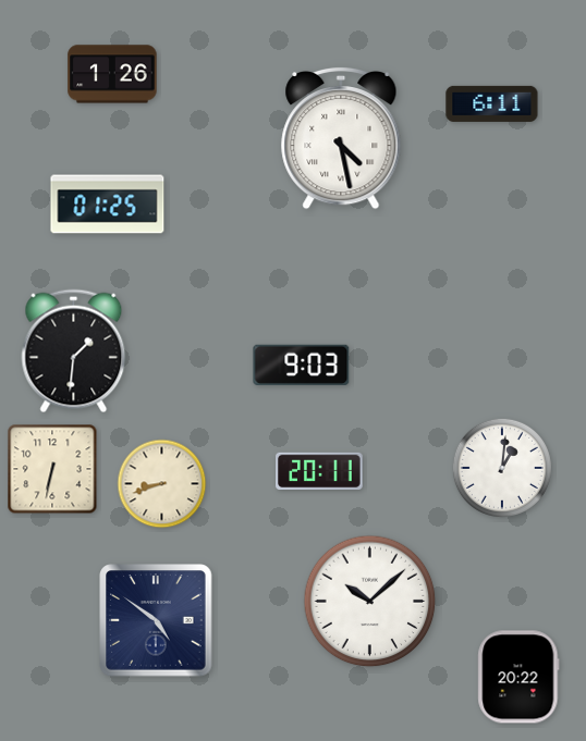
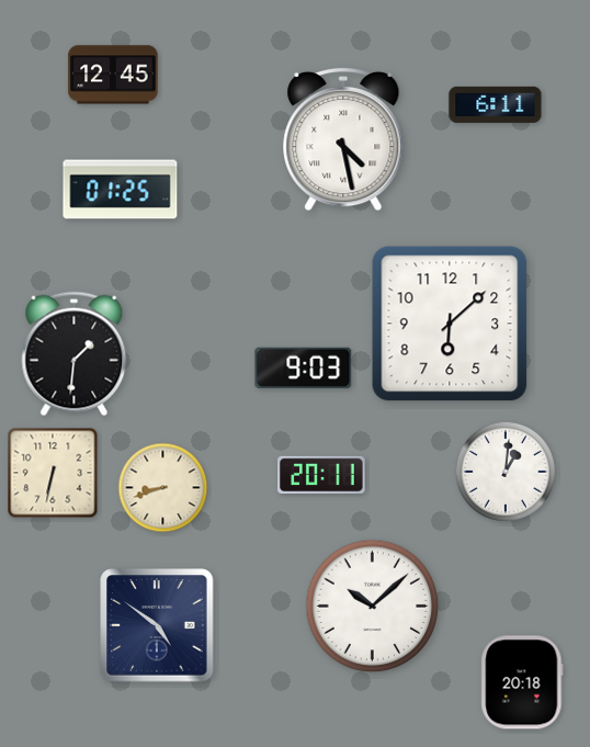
clock at (112, 74): 1:26 -> 12:45
clock at (108, 205) position: (108, 205) -> (121, 190)
clock at (450, 324): none -> 6:08
clock at (518, 677): 20:22 -> 20:18
